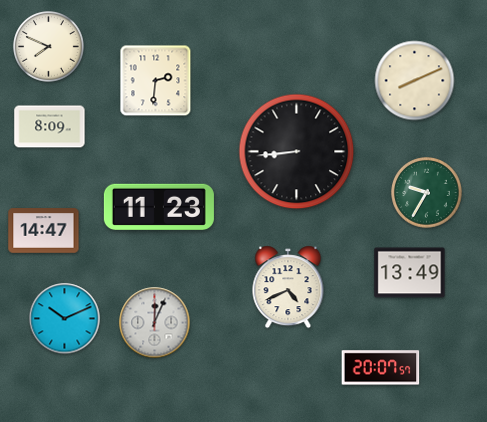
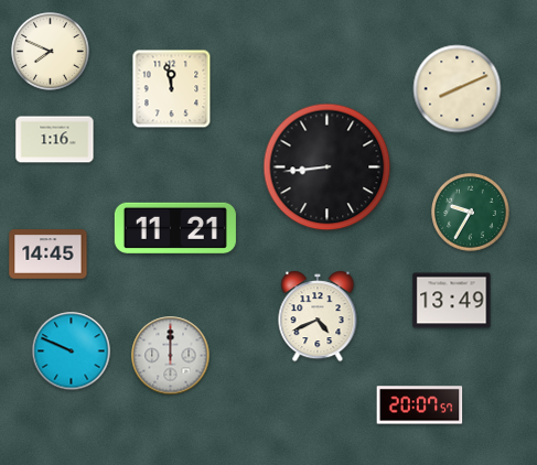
clock at (49, 47) position: (49, 47) -> (51, 52)
clock at (156, 81): 2:31 -> 11:58
clock at (50, 127): 8:09 -> 1:16
clock at (159, 206): 11:23 -> 11:21
clock at (44, 231): 14:47 -> 14:45
clock at (65, 319): 10:11 -> 9:49
clock at (155, 323): 12:04 -> 12:00
